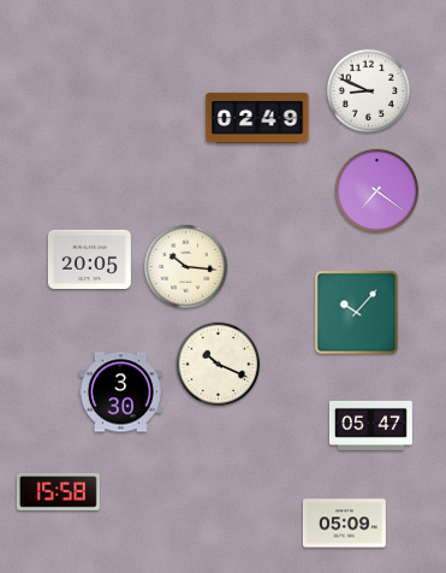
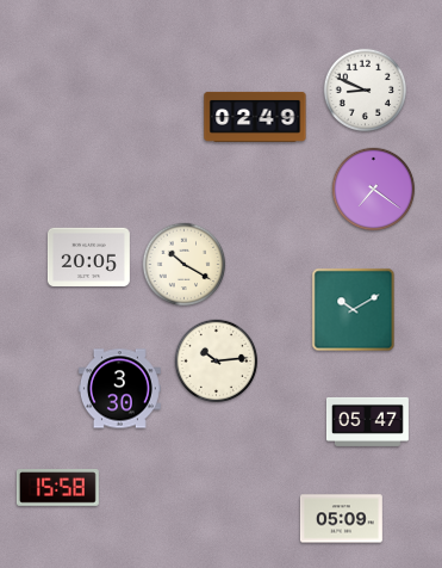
clock at (186, 267): 10:16 -> 10:20
clock at (357, 313): 10:07 -> 10:10
clock at (219, 365): 10:19 -> 10:14
